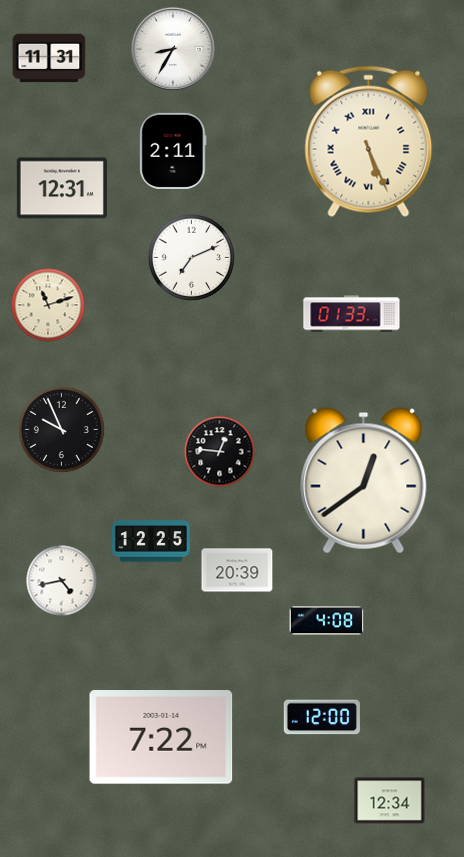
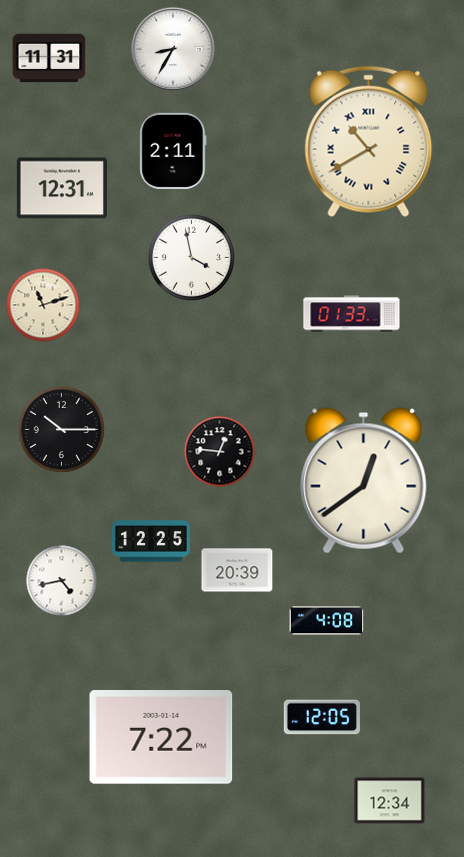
clock at (369, 142): 5:26 -> 10:40
clock at (191, 257): 7:11 -> 3:58
clock at (48, 305) position: (48, 305) -> (43, 305)
clock at (61, 429): 9:56 -> 10:15
clock at (322, 717): 12:00 -> 12:05
